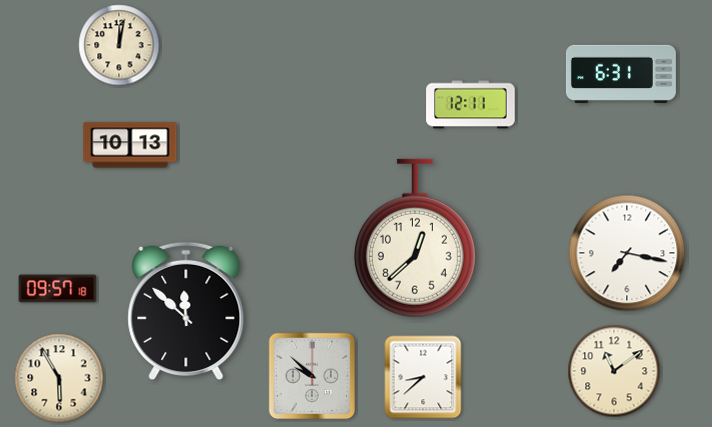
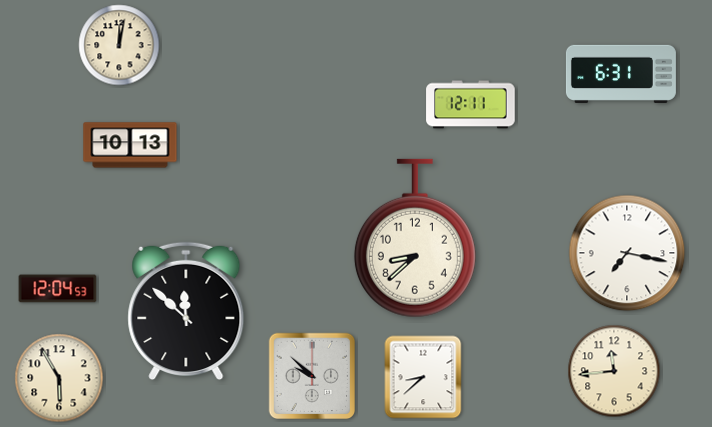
clock at (415, 238): 12:38 -> 8:38
clock at (58, 289): 09:57 -> 12:04
clock at (614, 371): 11:09 -> 11:44
